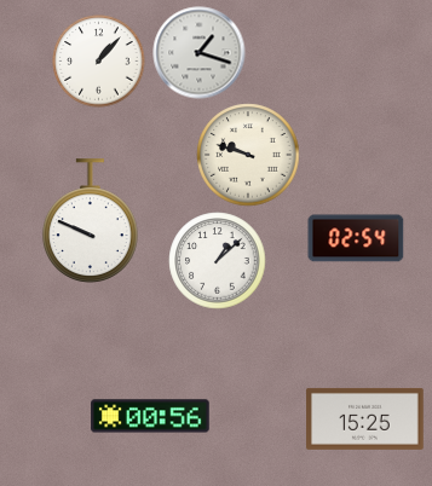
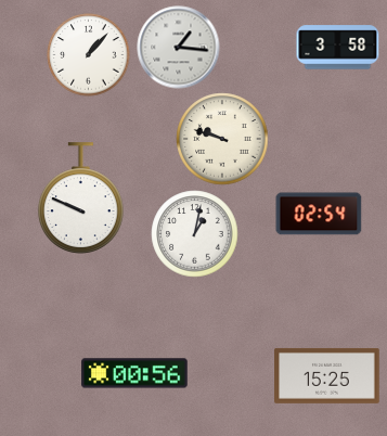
clock at (200, 53): 1:18 -> 1:16
clock at (338, 48): none -> 3:58
clock at (218, 261): 1:08 -> 1:02
